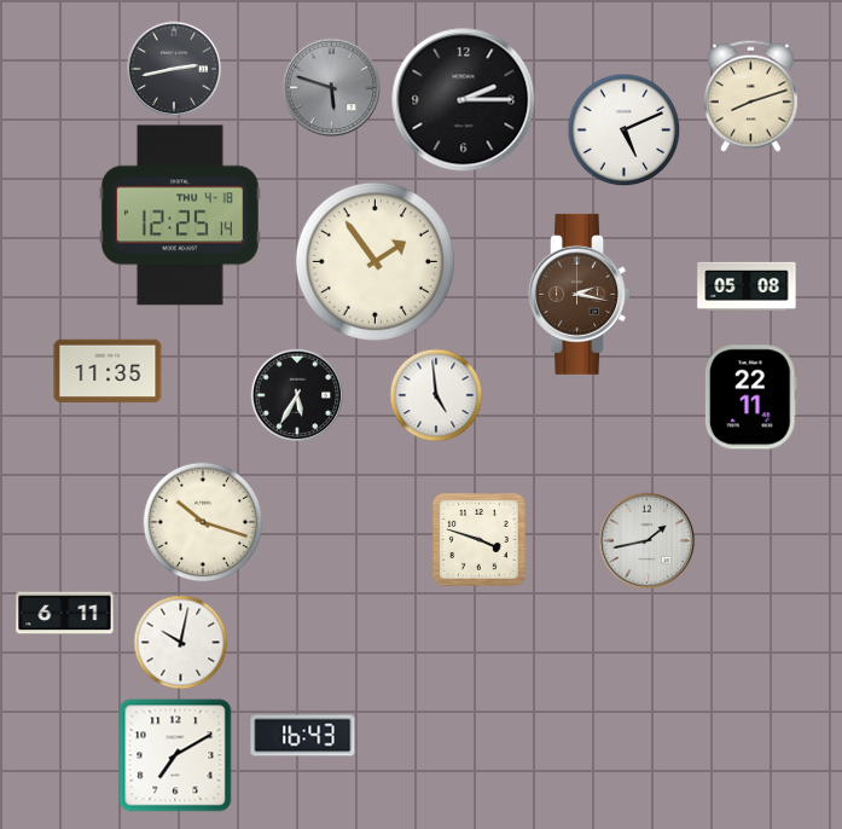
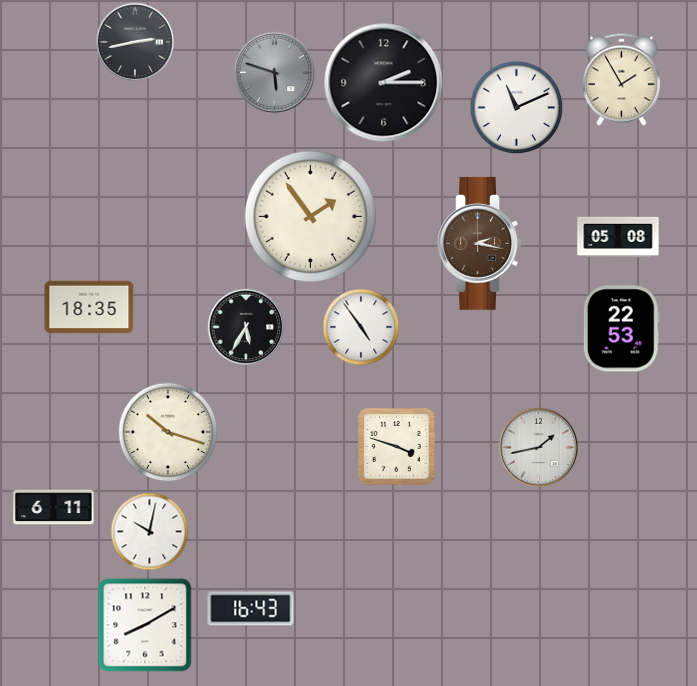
clock at (174, 69) position: (174, 69) -> (135, 42)
clock at (750, 95): 8:12 -> 1:55
clock at (625, 131): 5:11 -> 11:11
clock at (180, 215): 12:25 -> none
clock at (108, 371): 11:35 -> 18:35
clock at (436, 395): 4:59 -> 4:54
clock at (750, 398): 22:11 -> 22:53
clock at (648, 541) position: (648, 541) -> (539, 448)
clock at (175, 755): 7:10 -> 8:10
